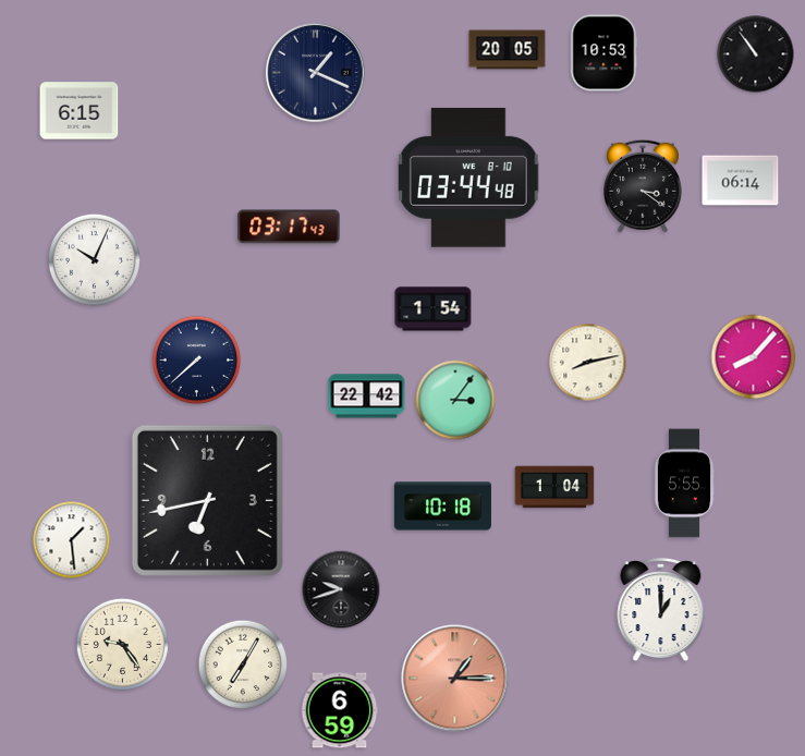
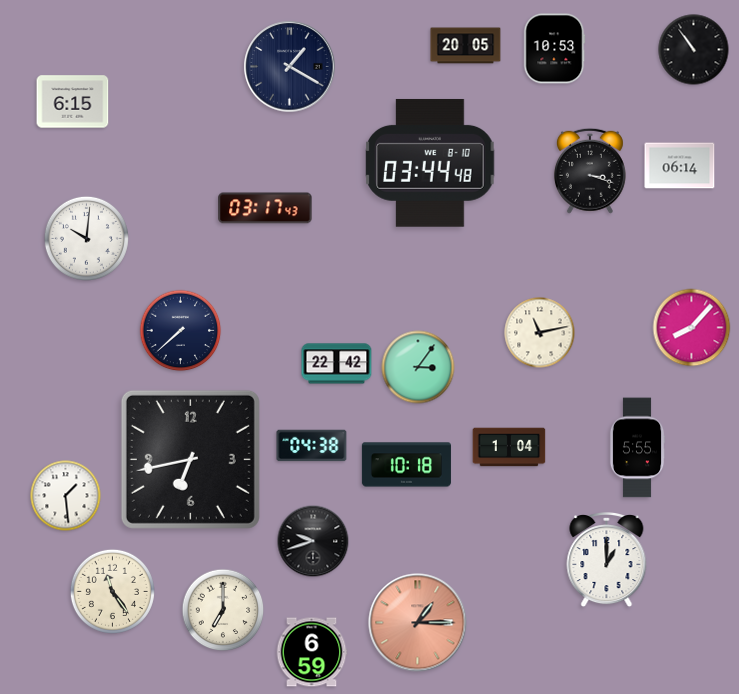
clock at (316, 73): 1:19 -> 1:20
clock at (643, 186): 3:21 -> 3:18
clock at (94, 259): 10:04 -> 10:01
clock at (434, 309): 1:54 -> none
clock at (588, 363): 8:13 -> 11:13
clock at (684, 484) position: (684, 484) -> (637, 448)
clock at (312, 446): none -> 04:38
clock at (122, 644): 9:24 -> 11:24
clock at (243, 664): 7:05 -> 7:00
